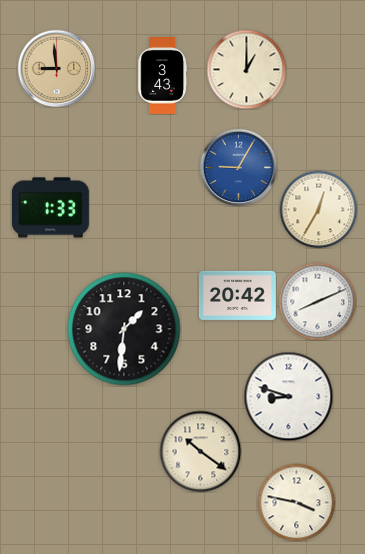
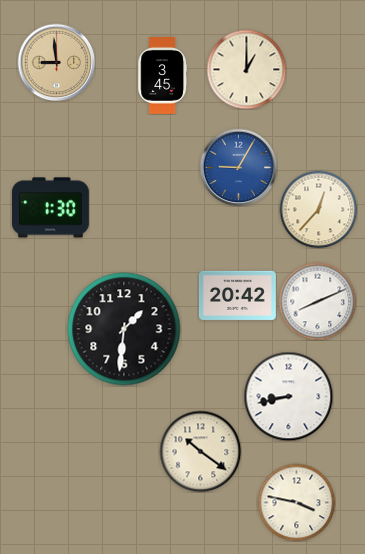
clock at (56, 68) position: (56, 68) -> (56, 62)
clock at (163, 76): 3:43 -> 3:45
clock at (51, 208): 1:33 -> 1:30
clock at (318, 209): 12:35 -> 12:37
clock at (288, 396): 8:48 -> 8:43
